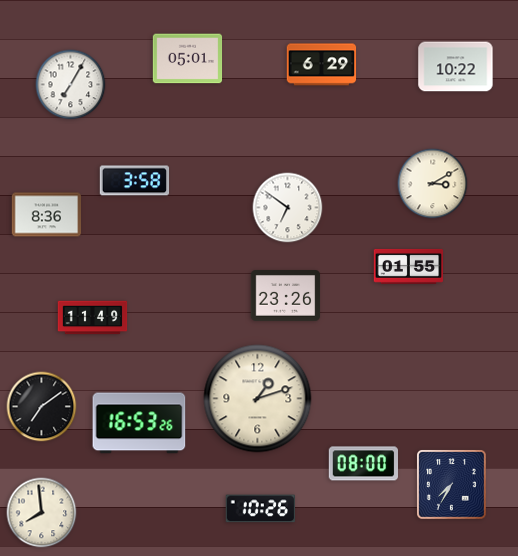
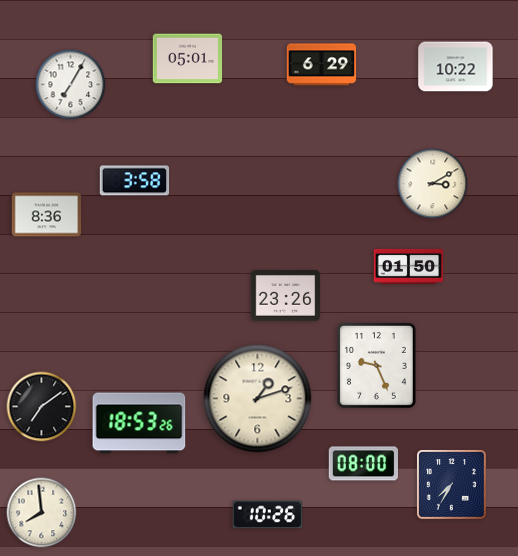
clock at (288, 208): 6:51 -> none
clock at (409, 266): 01:55 -> 01:50
clock at (93, 318): 11:49 -> none
clock at (376, 365): none -> 9:26
clock at (139, 423): 16:53 -> 18:53
clock at (260, 509) position: (260, 509) -> (267, 515)
